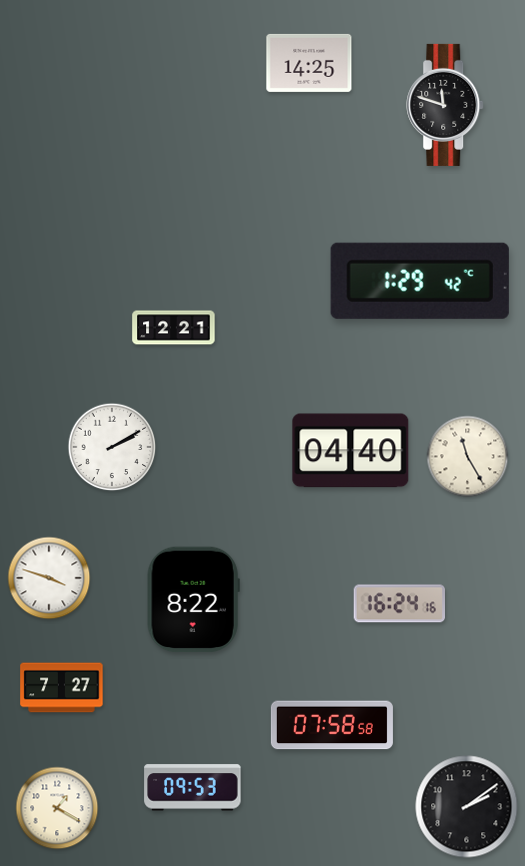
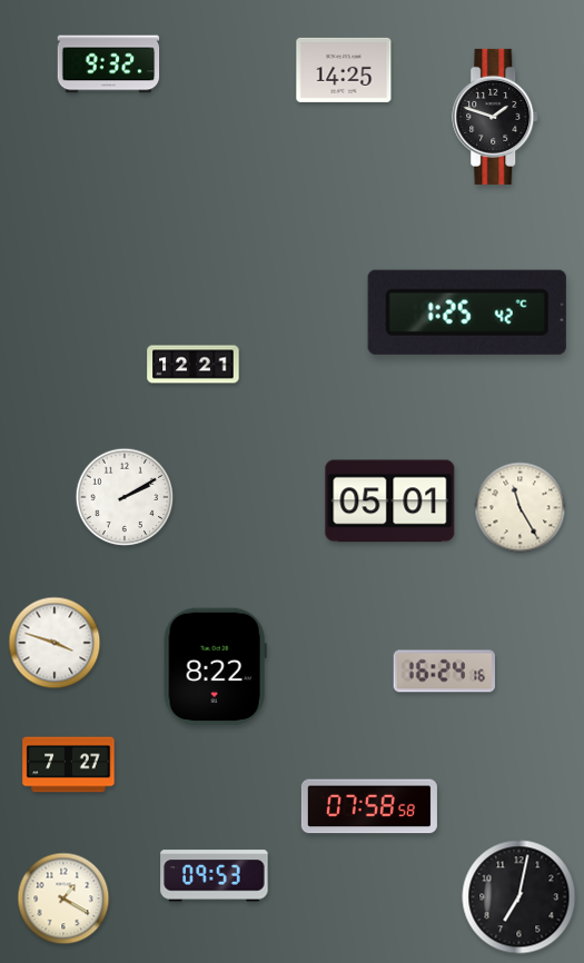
clock at (109, 64): none -> 9:32
clock at (446, 105): 11:48 -> 1:48
clock at (420, 281): 1:29 -> 1:25
clock at (351, 451): 04:40 -> 05:01
clock at (467, 807): 2:09 -> 7:02
